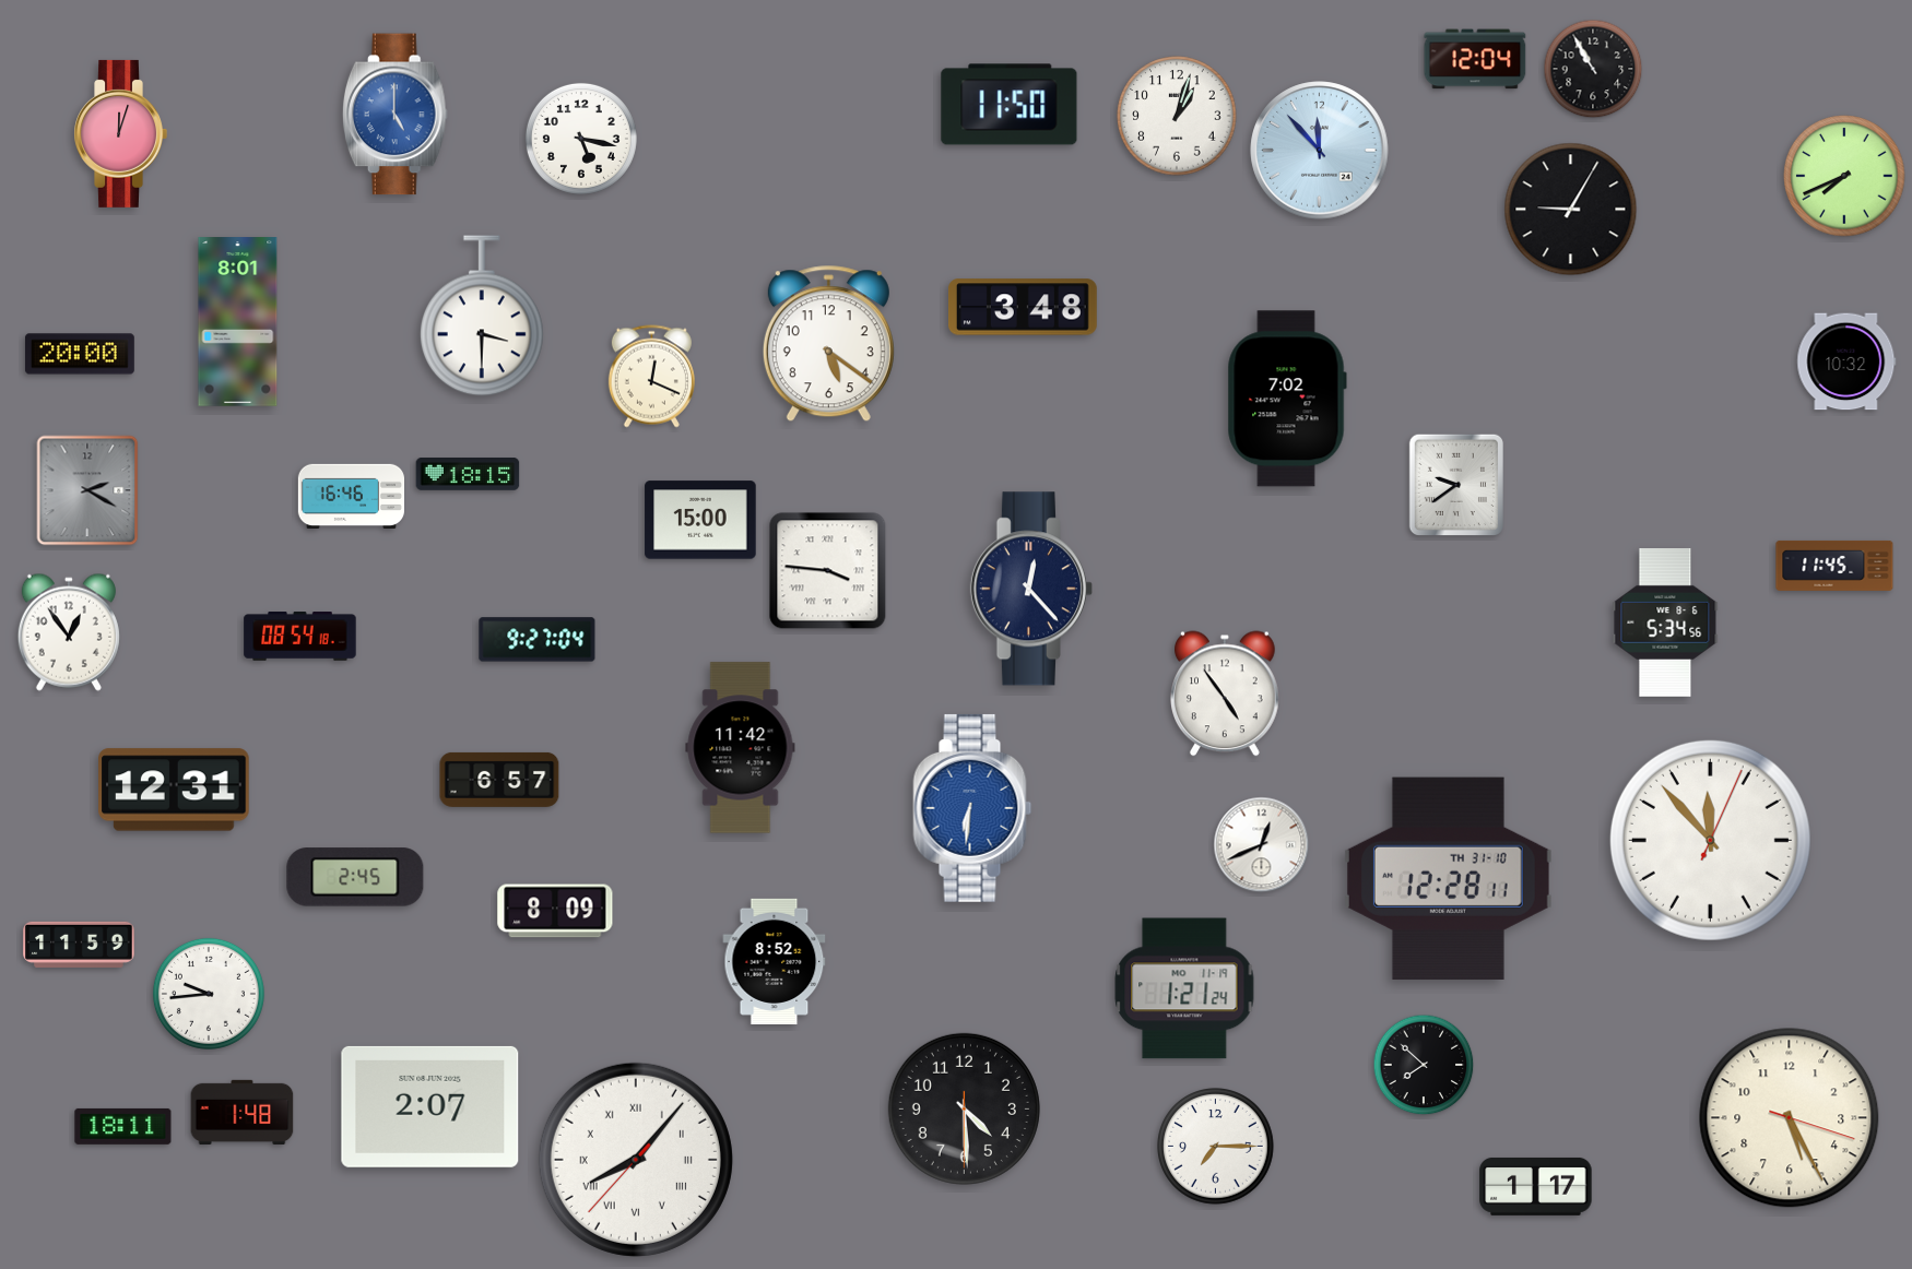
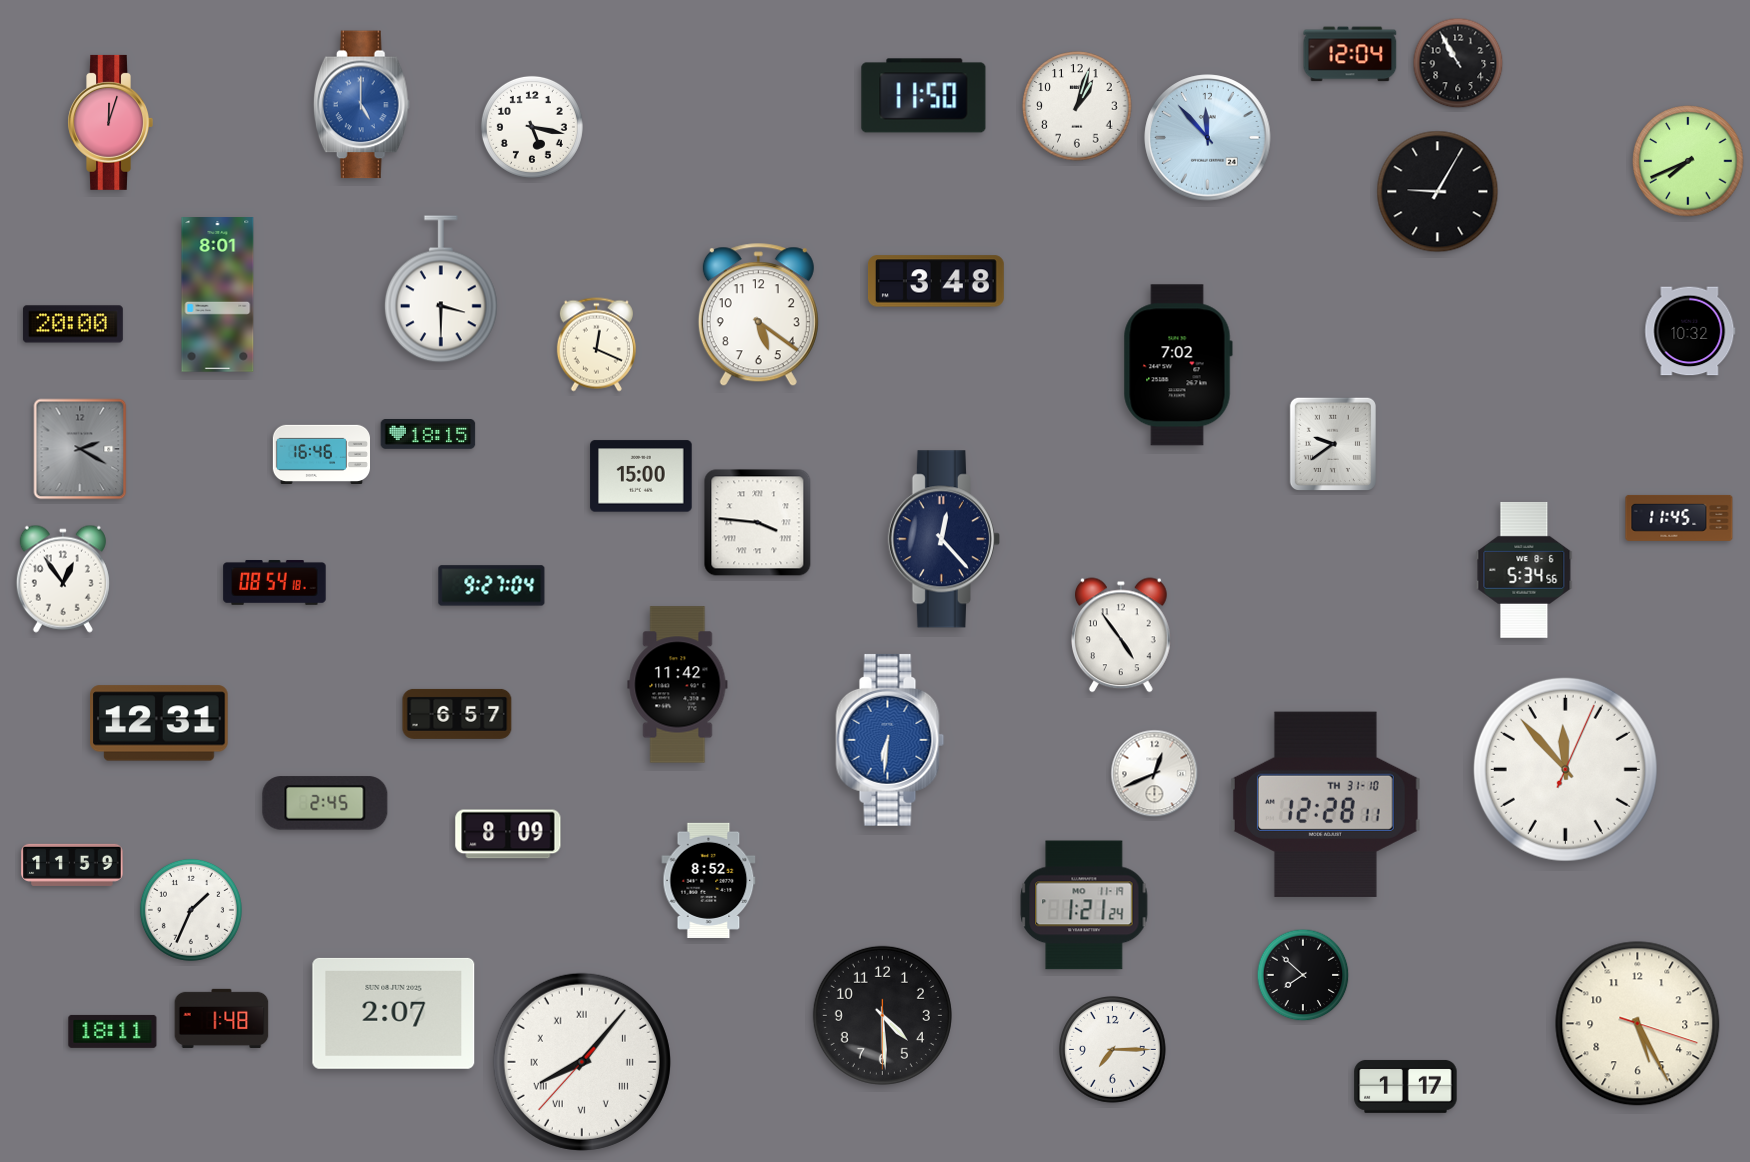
clock at (209, 994): 9:44 -> 1:34
